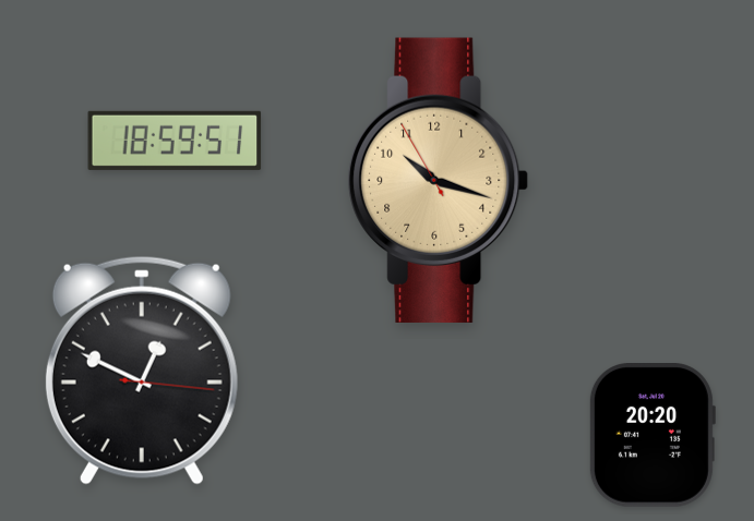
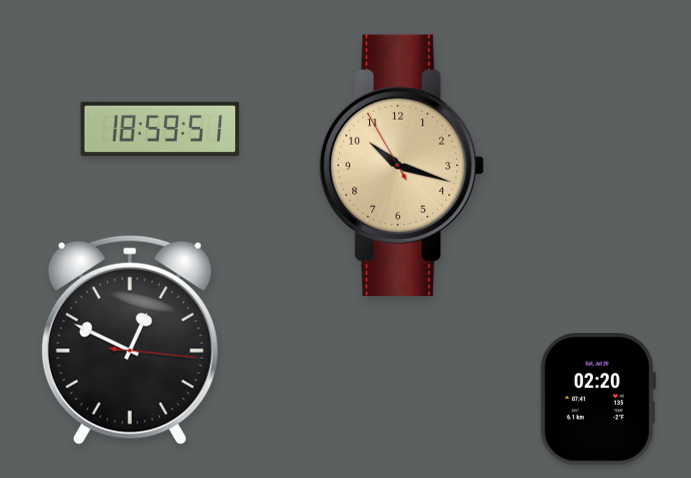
clock at (651, 436): 20:20 -> 02:20
